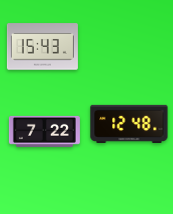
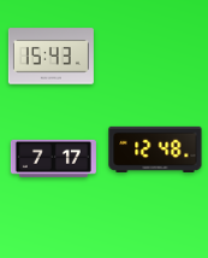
clock at (44, 131): 7:22 -> 7:17
